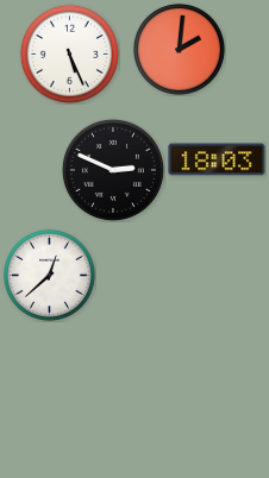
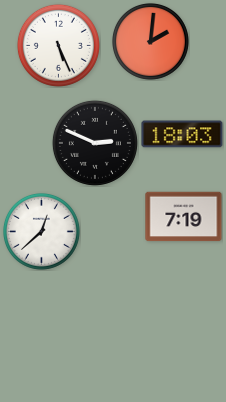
clock at (184, 217): none -> 7:19
